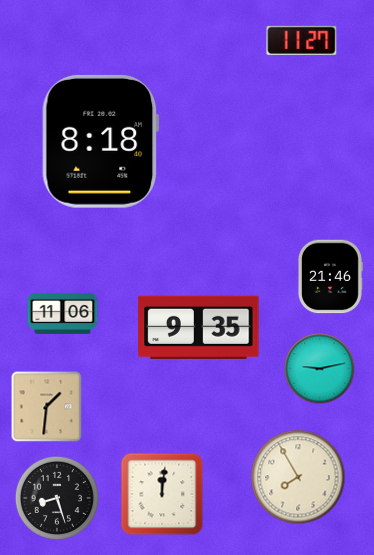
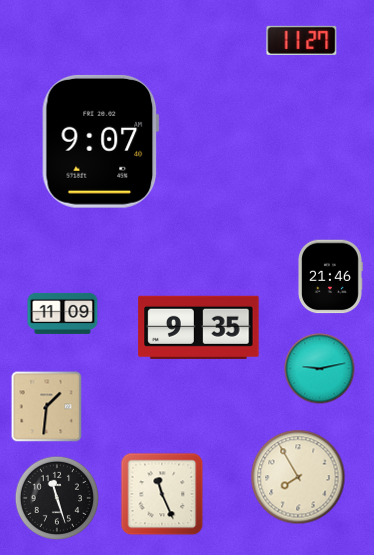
clock at (101, 141): 8:18 -> 9:07
clock at (63, 313): 11:06 -> 11:09
clock at (162, 494): 12:01 -> 11:26
clock at (57, 498): 8:27 -> 11:27
